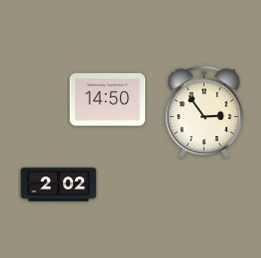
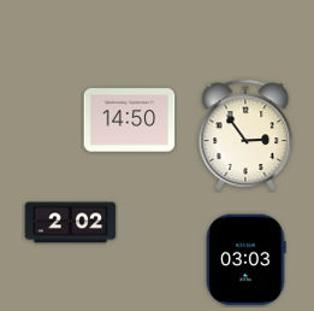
clock at (247, 260): none -> 03:03
